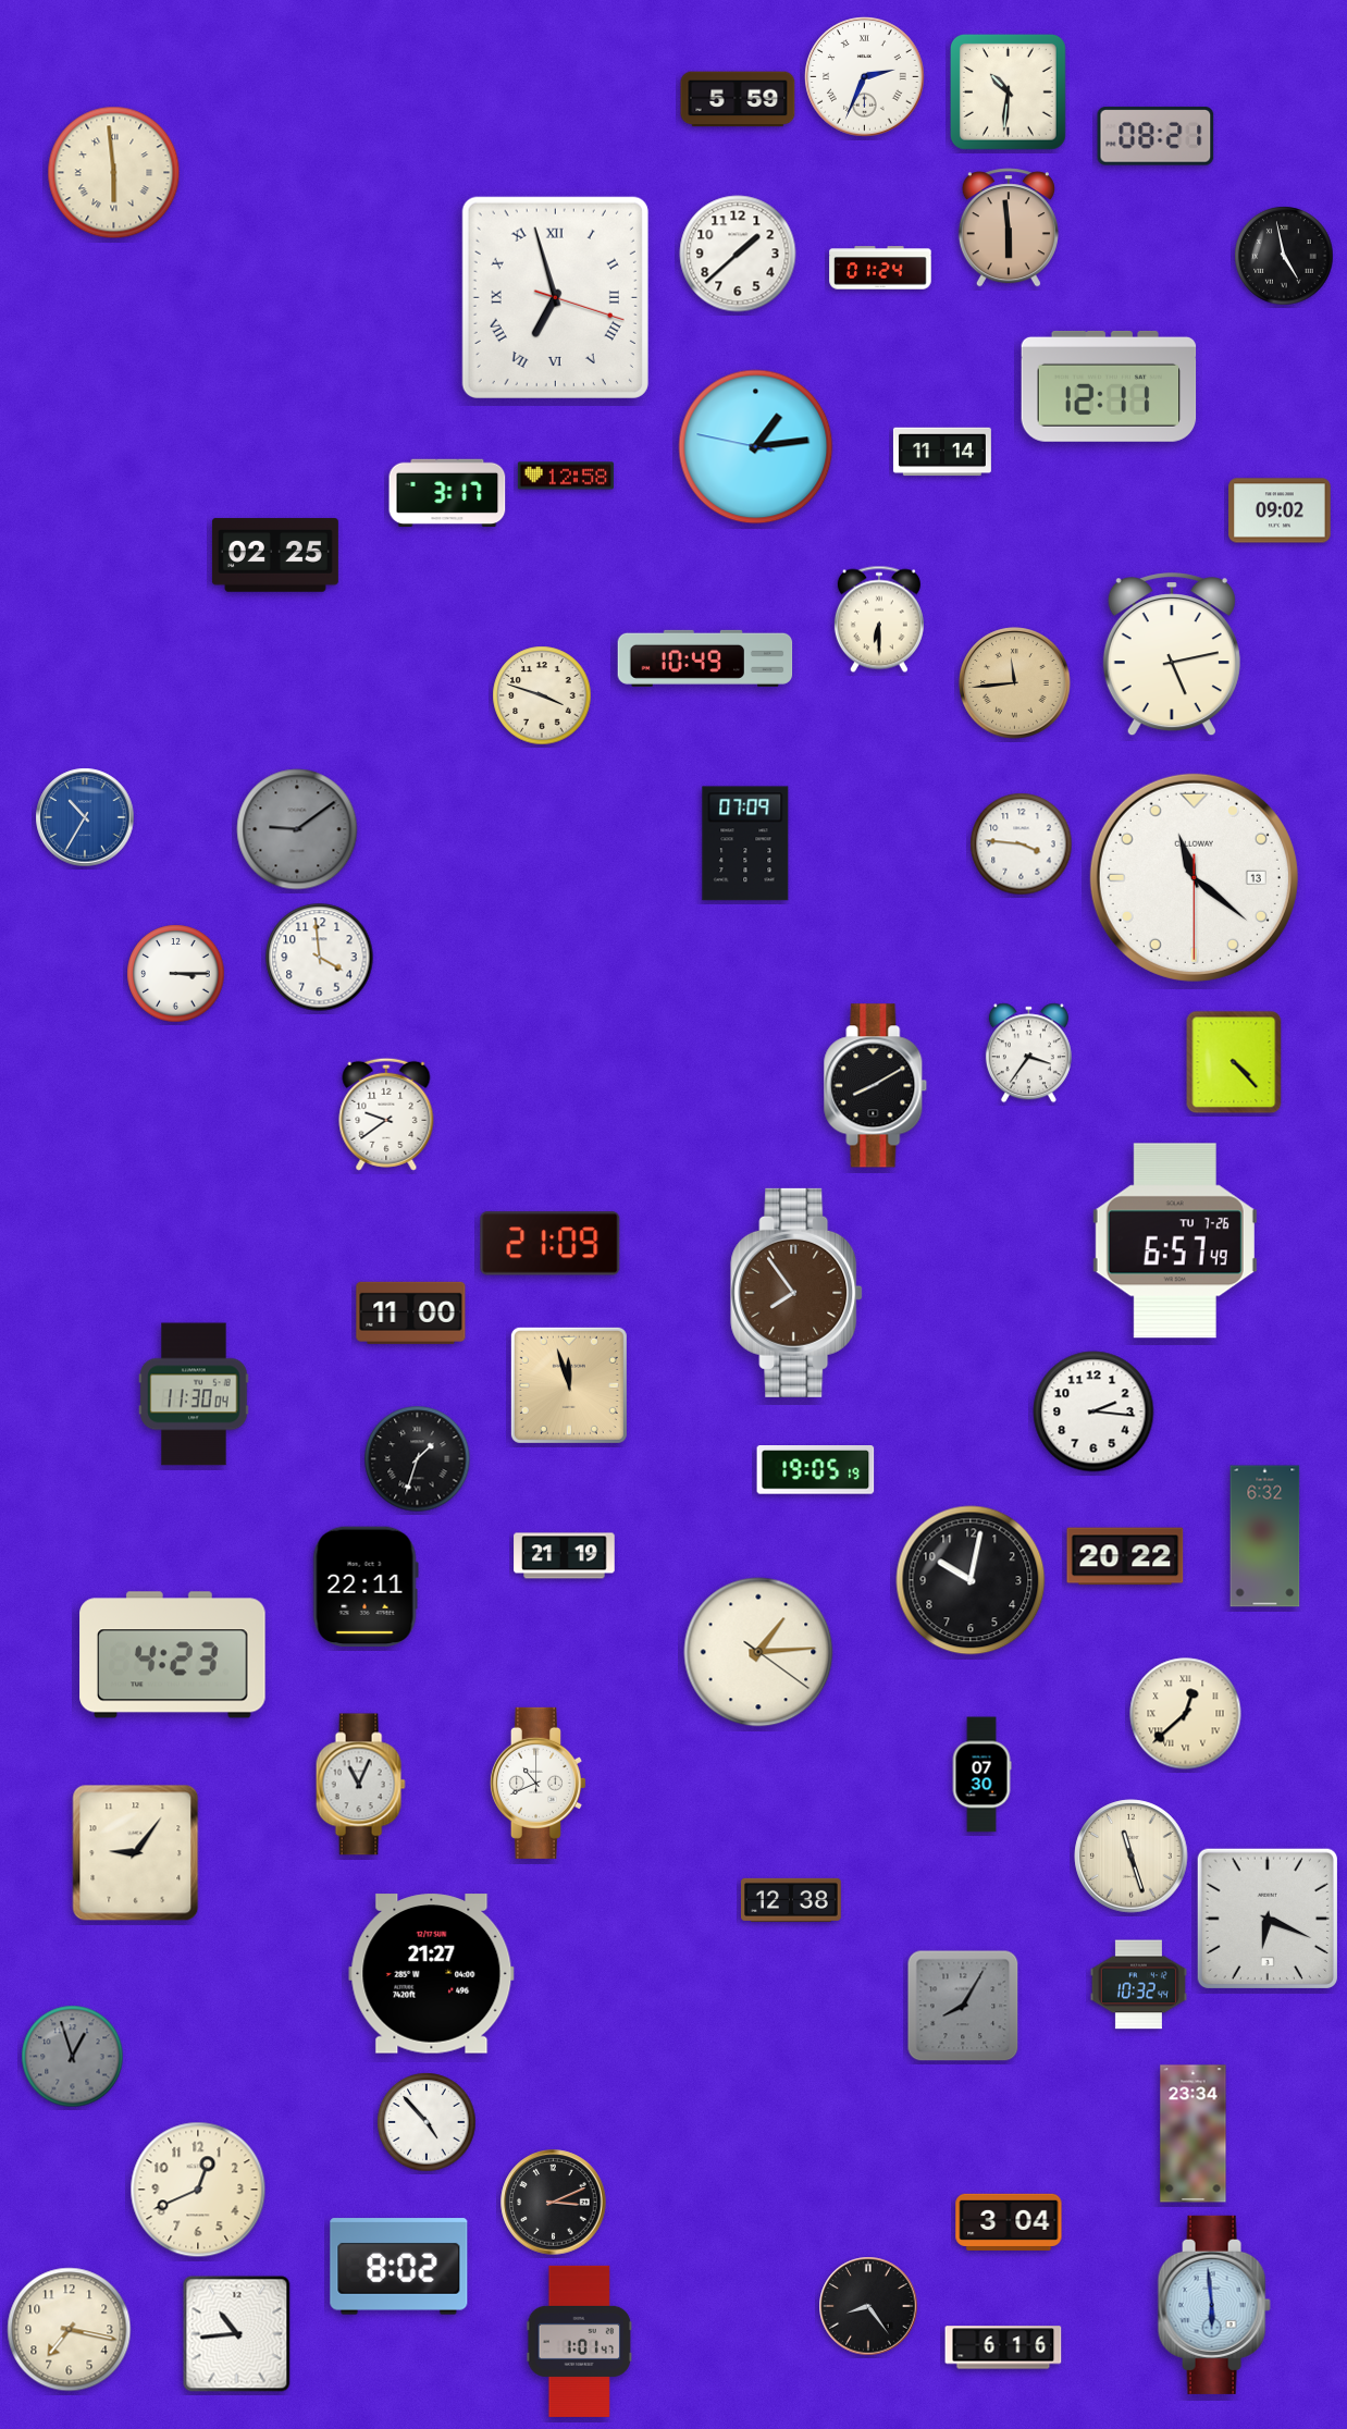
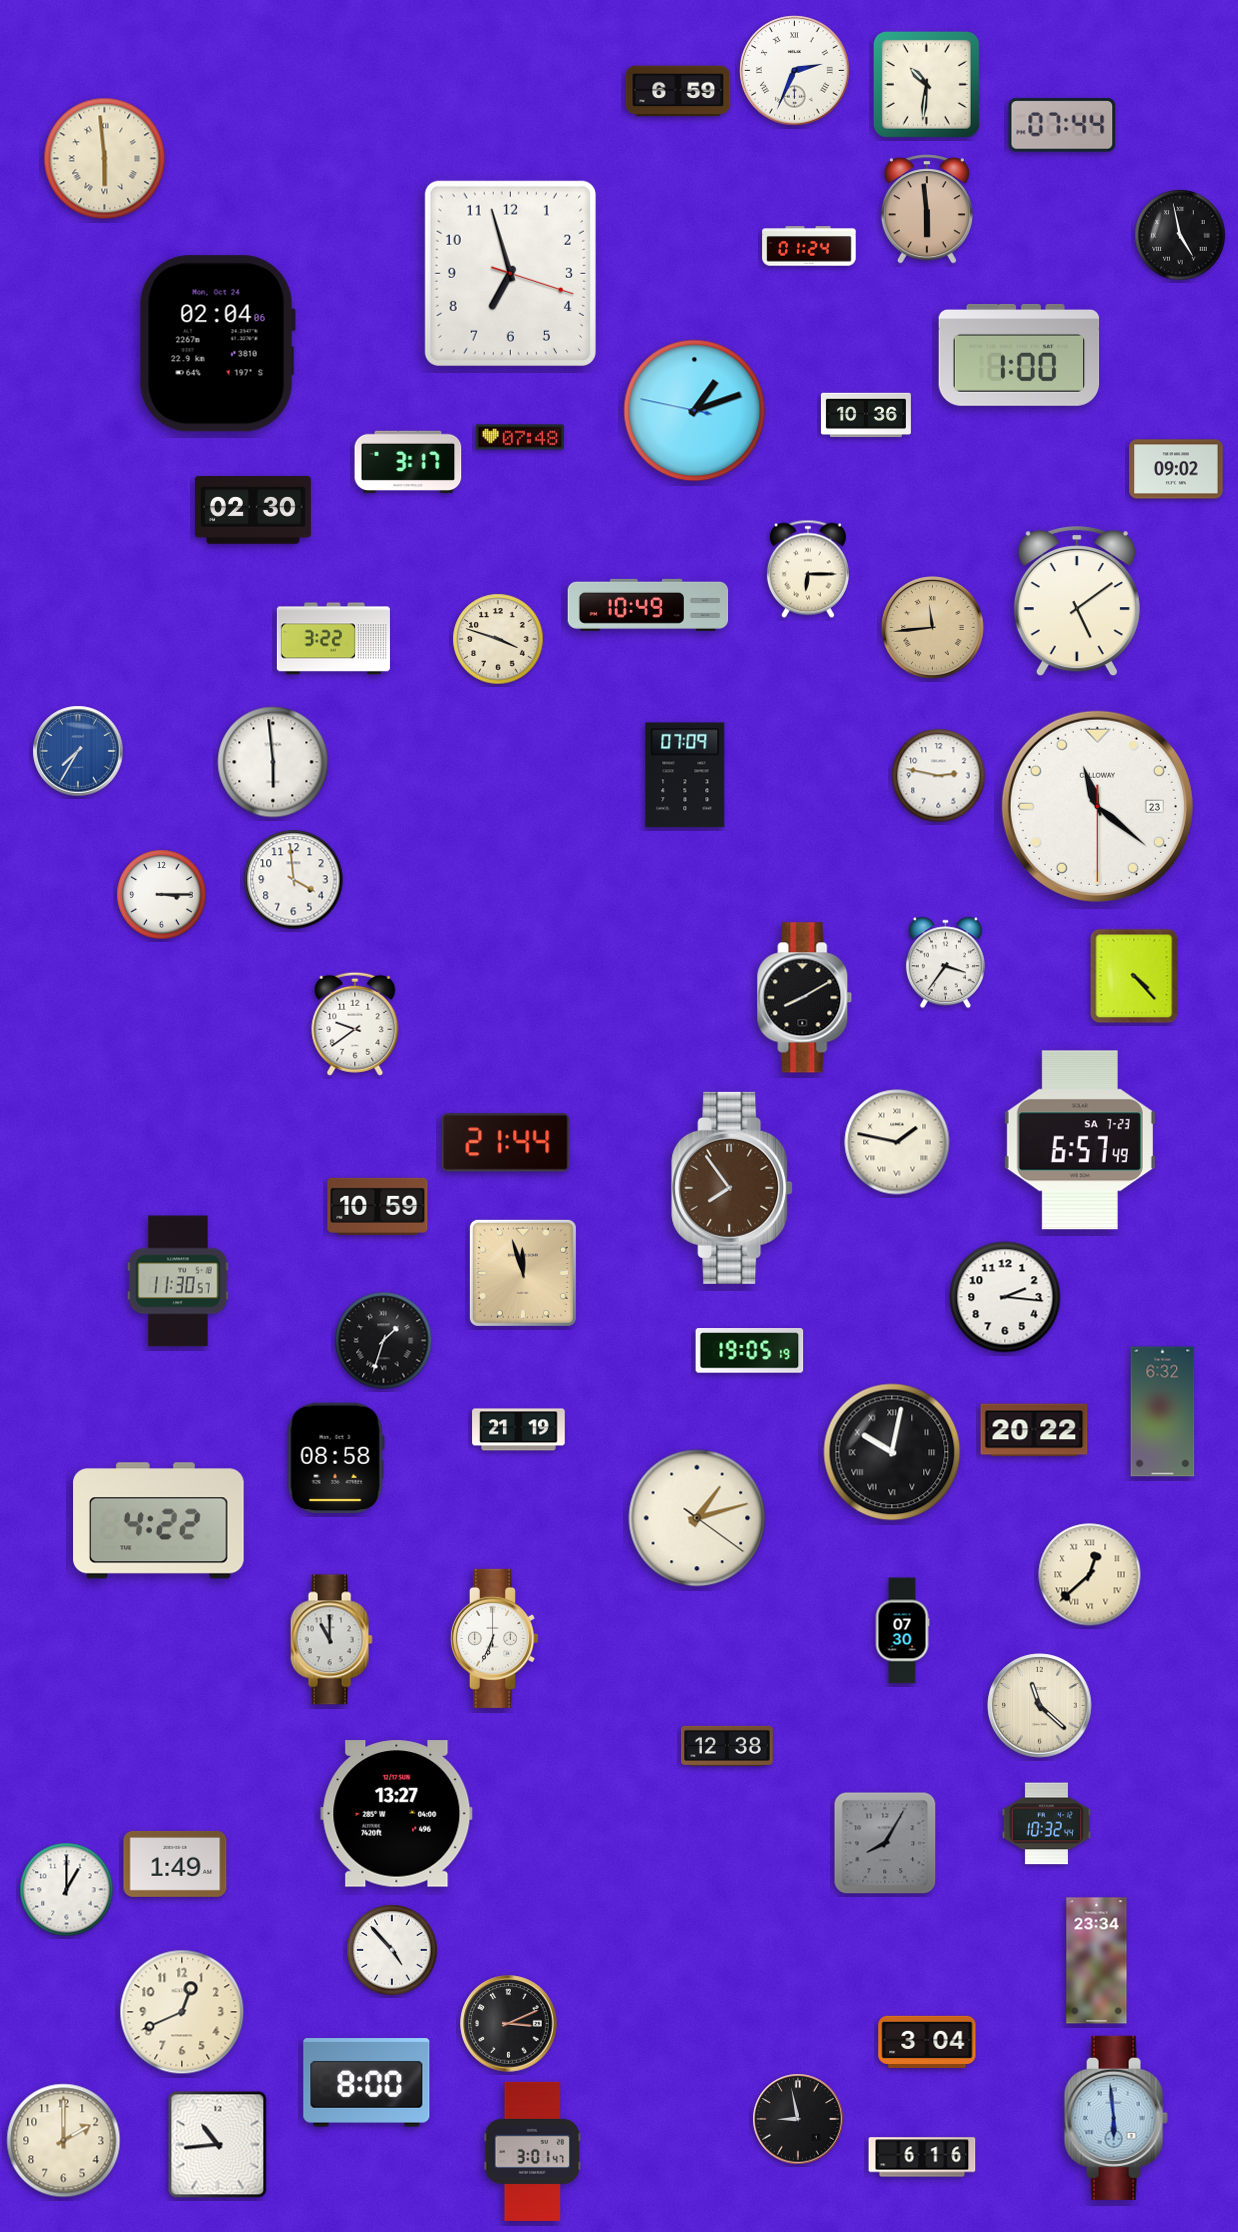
clock at (738, 99): 5:59 -> 6:59
clock at (1156, 136): 08:21 -> 07:44
clock at (738, 254): 1:38 -> none
clock at (555, 297) numerals: Roman -> Arabic
clock at (217, 344): none -> 02:04
clock at (1109, 386): 12:11 -> 1:00
clock at (756, 447): 1:13 -> 1:11
clock at (942, 452): 11:14 -> 10:36
clock at (566, 476): 12:58 -> 07:48
clock at (447, 492) position: (447, 492) -> (408, 461)
clock at (275, 555): 02:25 -> 02:30
clock at (879, 619): 6:30 -> 6:15
clock at (1172, 655): 5:13 -> 5:09
clock at (333, 639): none -> 3:22
clock at (85, 817): 10:35 -> 7:35
clock at (297, 829): 9:09 -> 5:59
clock at (297, 829) dial: grey -> white
clock at (1022, 844): 3:46 -> 2:47
clock at (1194, 877) date: 13 -> 23
clock at (1028, 1053) position: (1028, 1053) -> (945, 963)
clock at (1175, 1241) date: TU 7-26 -> SA 7-23
clock at (897, 1142): none -> 1:47
clock at (551, 1244): 21:09 -> 21:44
clock at (411, 1312): 11:00 -> 10:59
clock at (194, 1394): 11:30:04 -> 11:30:57
clock at (971, 1580) numerals: Arabic -> Roman
clock at (366, 1586): 22:11 -> 08:58
clock at (758, 1652): 1:14 -> 1:12
clock at (173, 1655): 4:23 -> 4:22
clock at (537, 1783): 10:41 -> 6:34
clock at (360, 1785): 11:04 -> 11:00
clock at (136, 1853): 9:06 -> none
clock at (1132, 1857): 11:27 -> 11:22
clock at (1268, 1919): 6:19 -> none
clock at (432, 1974): 21:27 -> 13:27
clock at (175, 1864): none -> 1:49
clock at (73, 2057): 12:57 -> 1:00
clock at (73, 2057) dial: grey -> white
clock at (399, 2267): 8:02 -> 8:00
clock at (868, 2306): 8:24 -> 8:58
clock at (70, 2330): 7:17 -> 2:00
clock at (580, 2341): 1:01 -> 3:01
